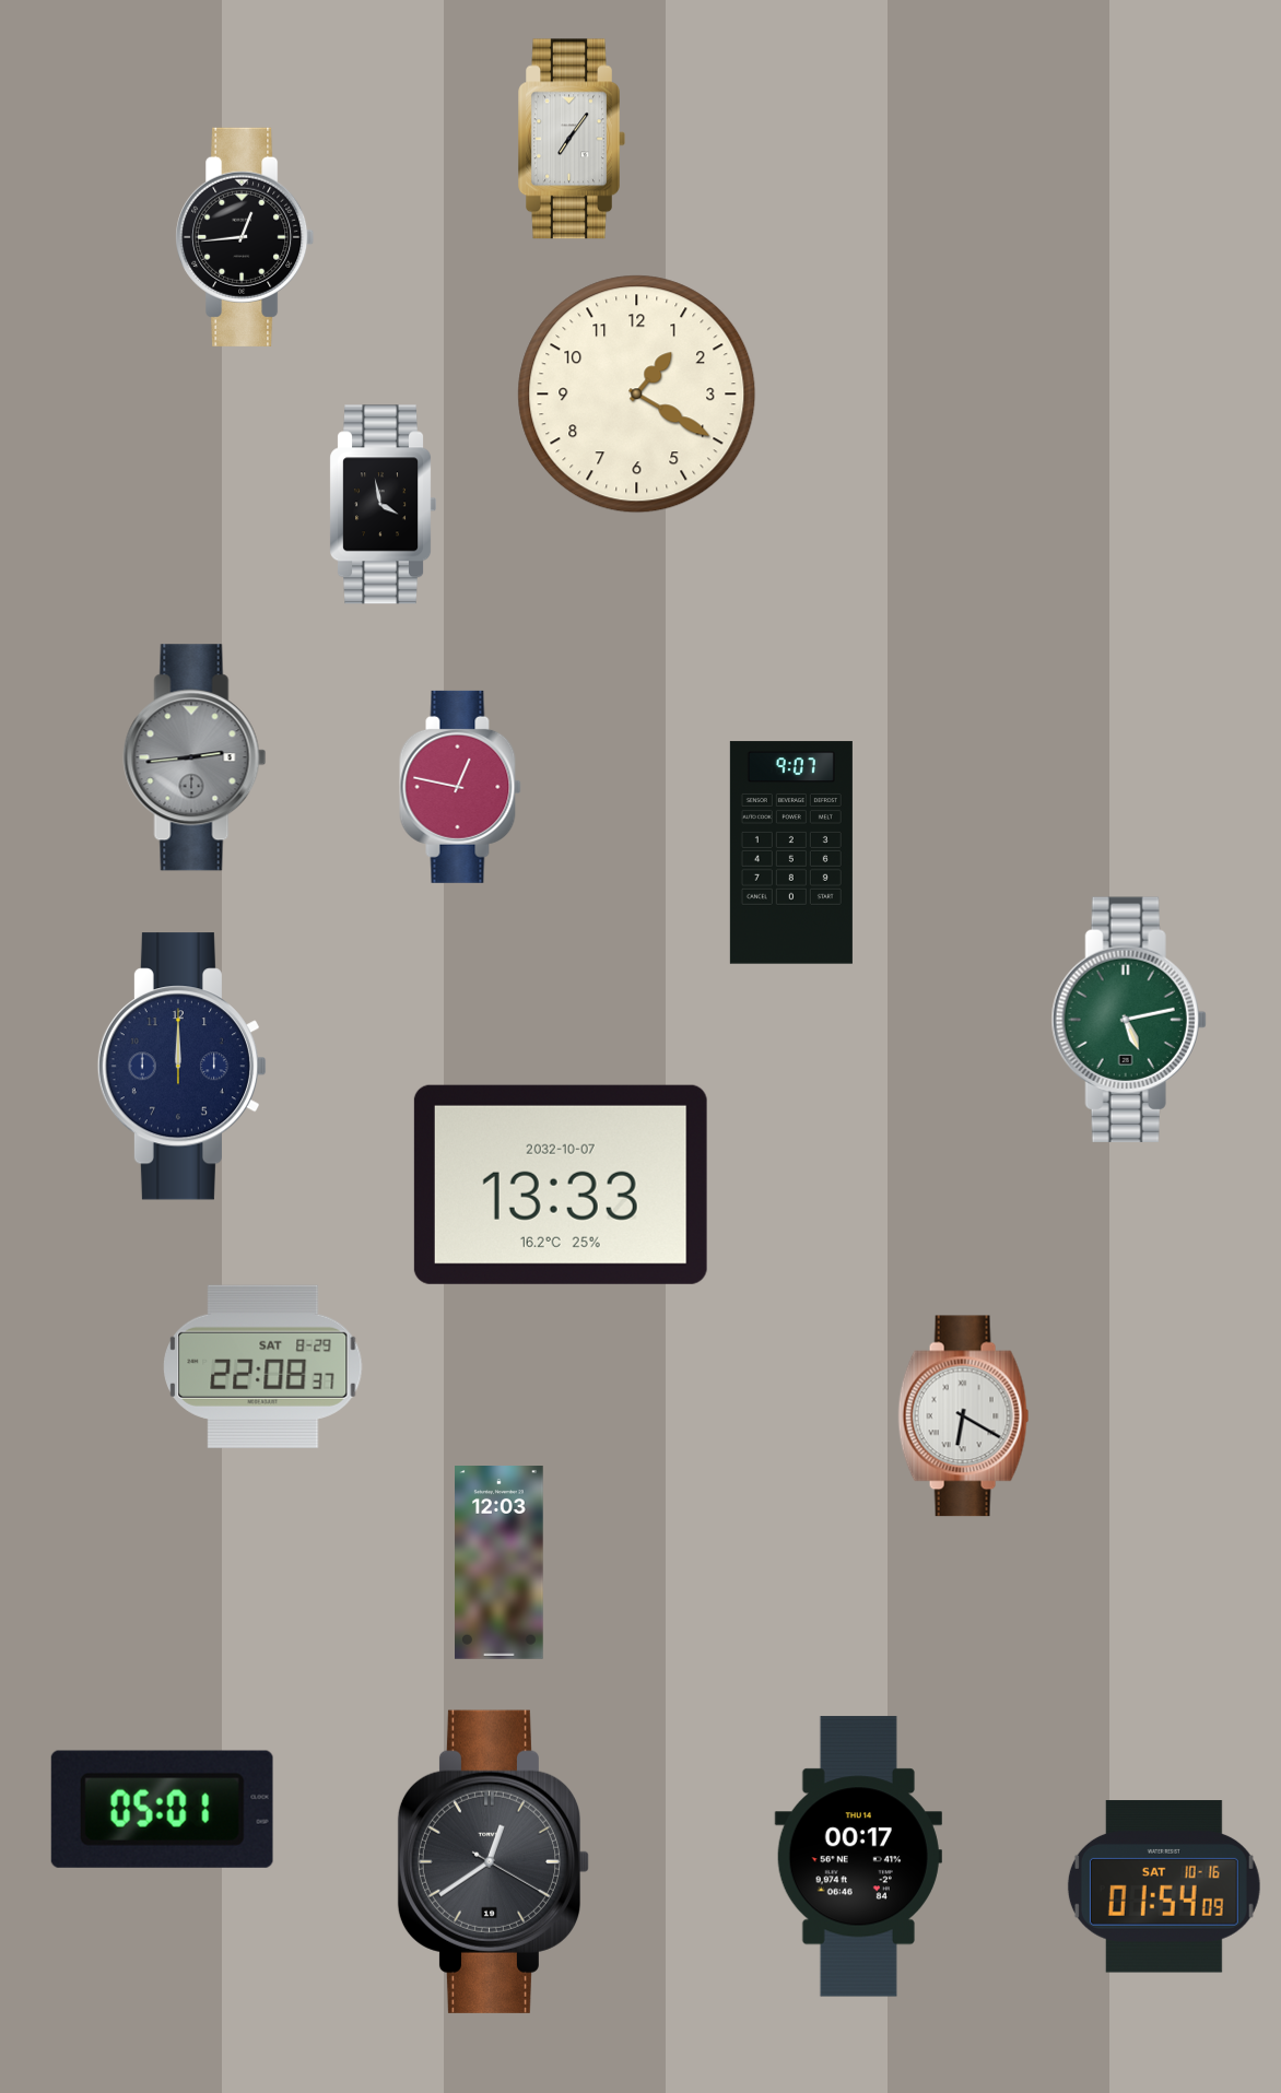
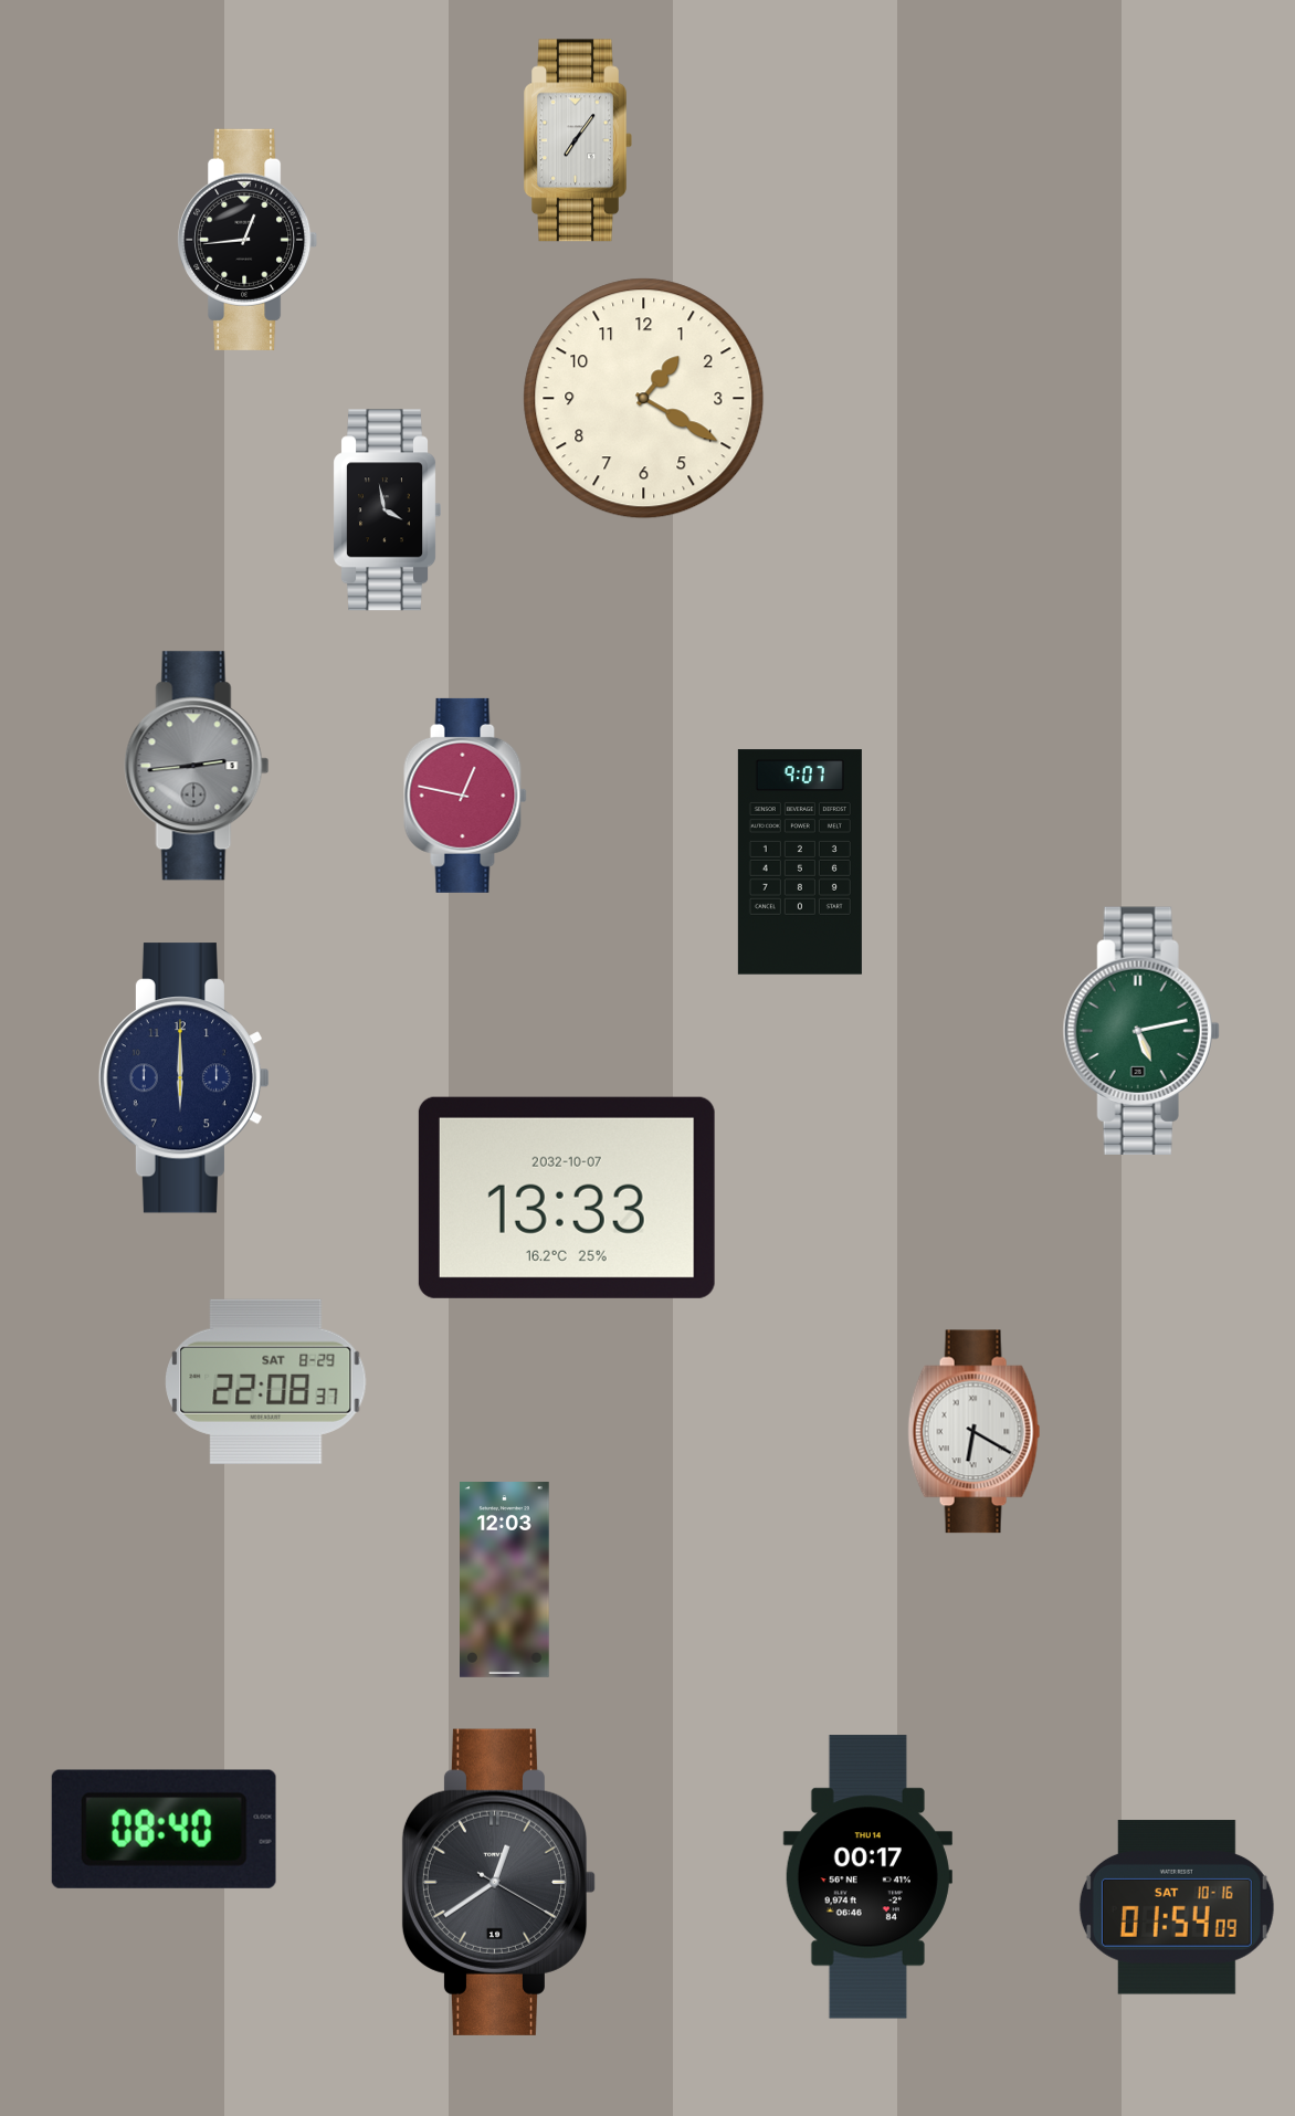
clock at (183, 1067): 12:00 -> 6:00
clock at (162, 1809): 05:01 -> 08:40
